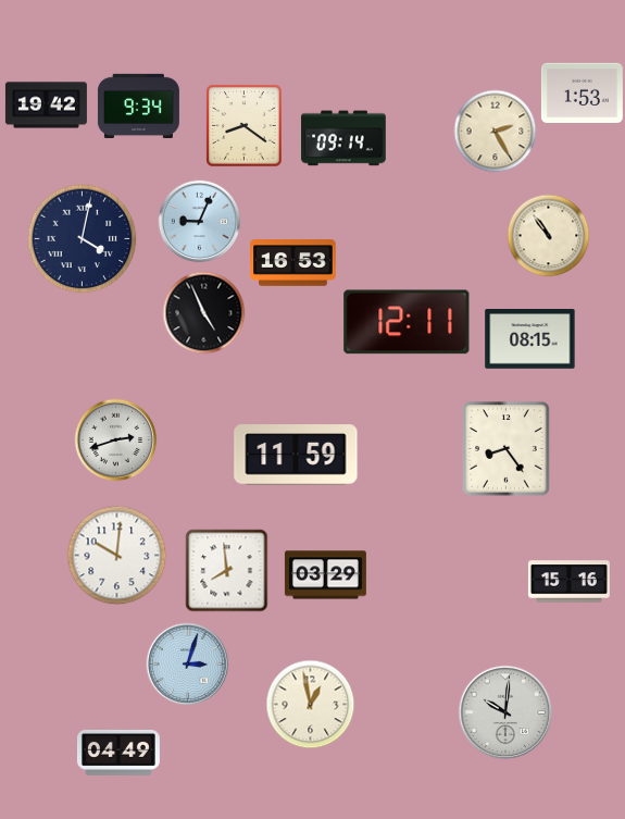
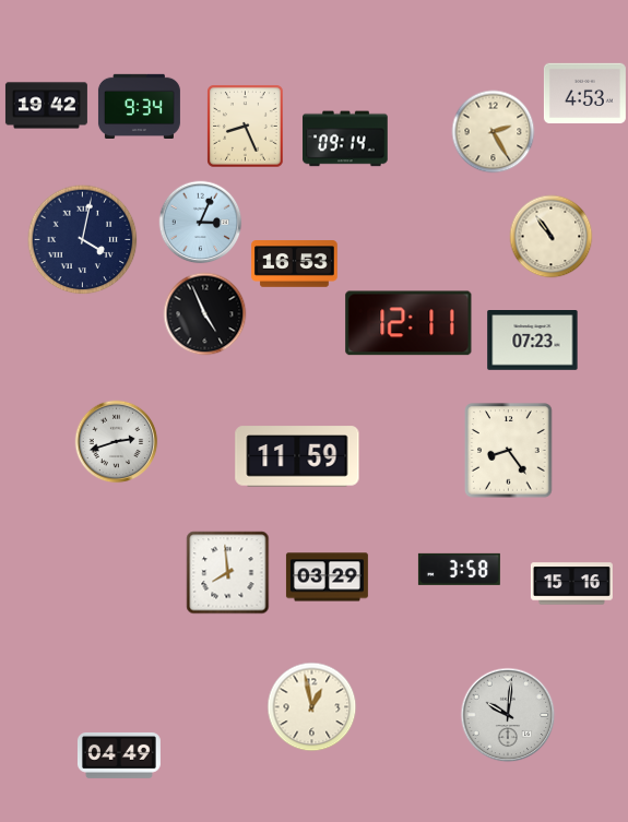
clock at (582, 92): 1:53 -> 4:53
clock at (245, 126): 8:21 -> 8:26
clock at (496, 132) position: (496, 132) -> (494, 132)
clock at (200, 222): 9:04 -> 3:04
clock at (530, 339): 08:15 -> 07:23
clock at (117, 556): 10:01 -> none
clock at (459, 569): none -> 3:58
clock at (188, 665): 3:03 -> none
